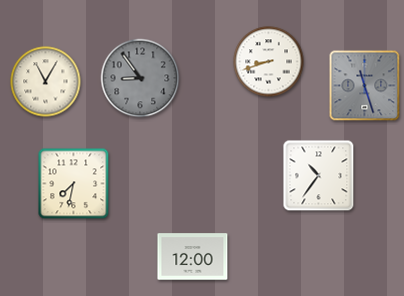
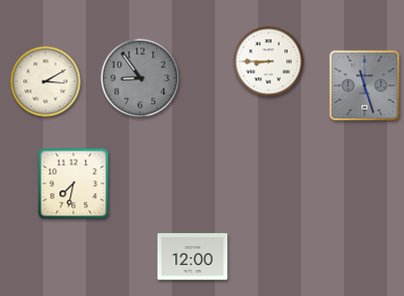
clock at (269, 62): 8:42 -> 8:45
clock at (46, 82): 11:05 -> 3:10
clock at (319, 176): 10:36 -> none
